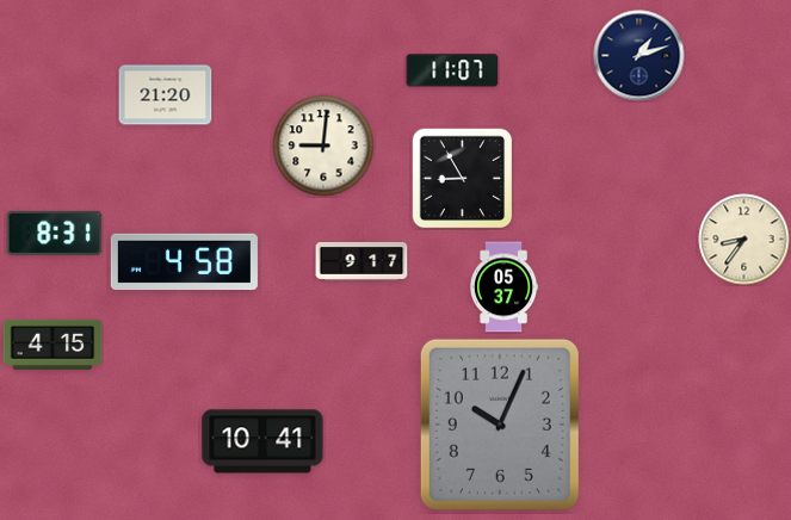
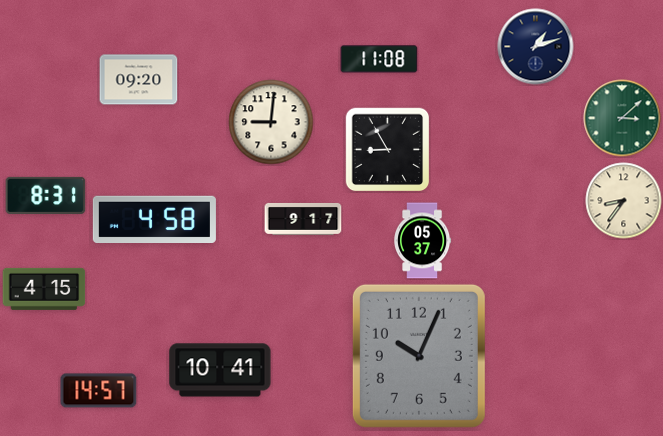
clock at (452, 70): 11:07 -> 11:08
clock at (166, 95): 21:20 -> 09:20
clock at (622, 118): none -> 3:08
clock at (99, 391): none -> 14:57
